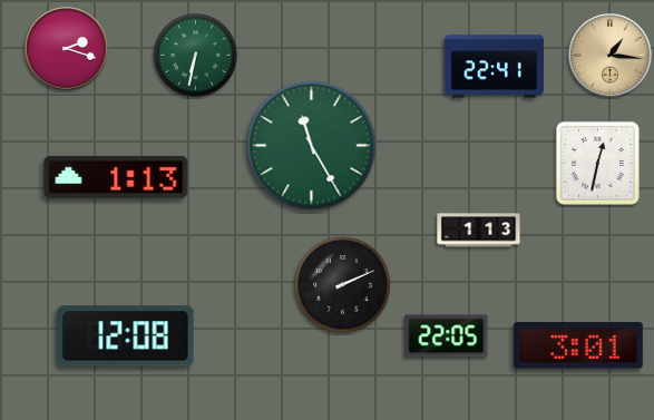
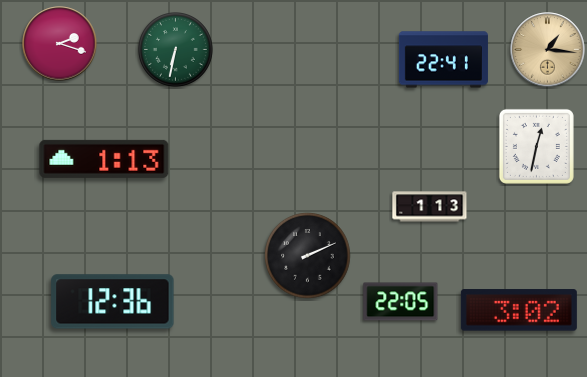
clock at (312, 146): 11:25 -> none
clock at (126, 336): 12:08 -> 12:36
clock at (578, 345): 3:01 -> 3:02
